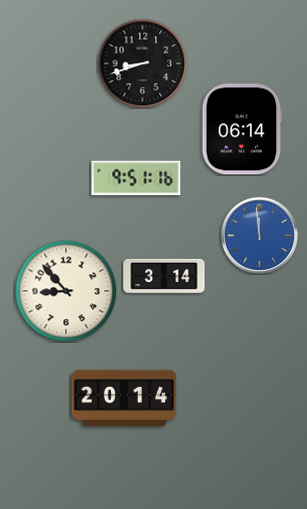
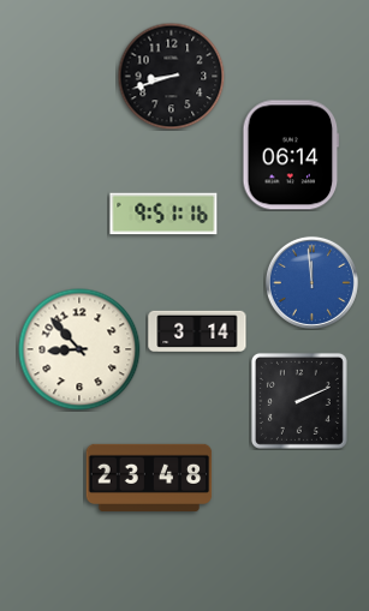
clock at (299, 401): none -> 2:11
clock at (124, 398): 20:14 -> 23:48
